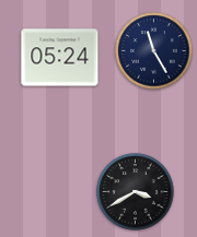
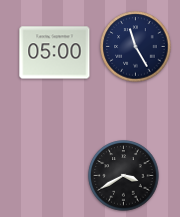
clock at (154, 51) position: (154, 51) -> (136, 47)
clock at (60, 58): 05:24 -> 05:00
